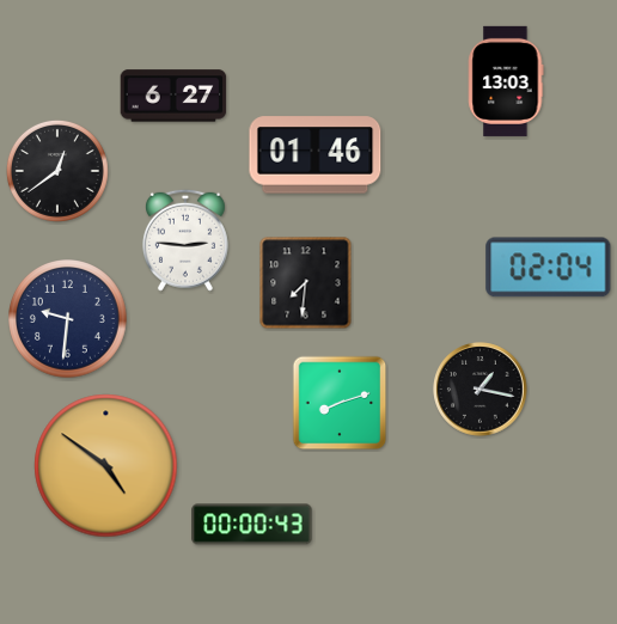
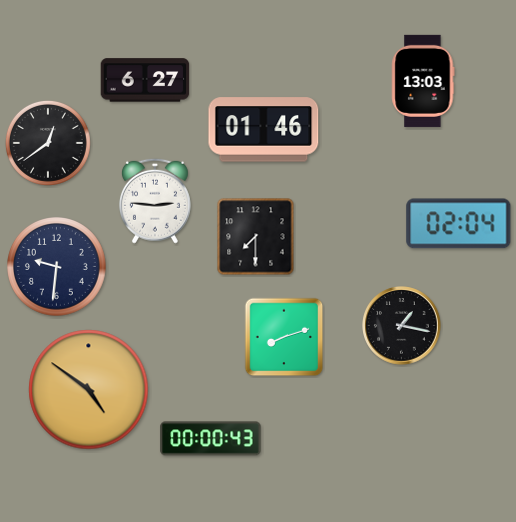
clock at (506, 81) position: (506, 81) -> (423, 81)
clock at (306, 283): 7:31 -> 7:30
